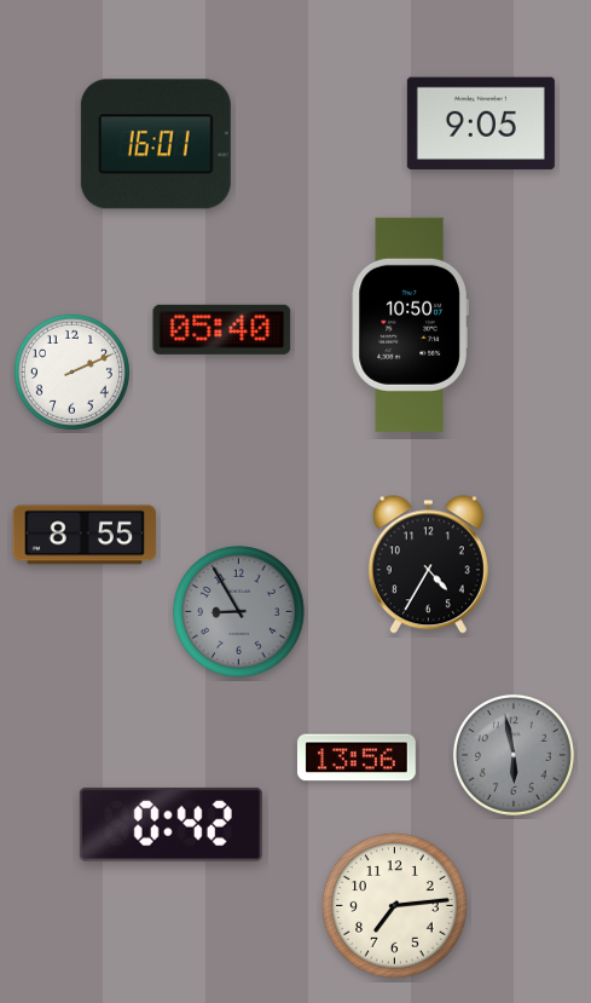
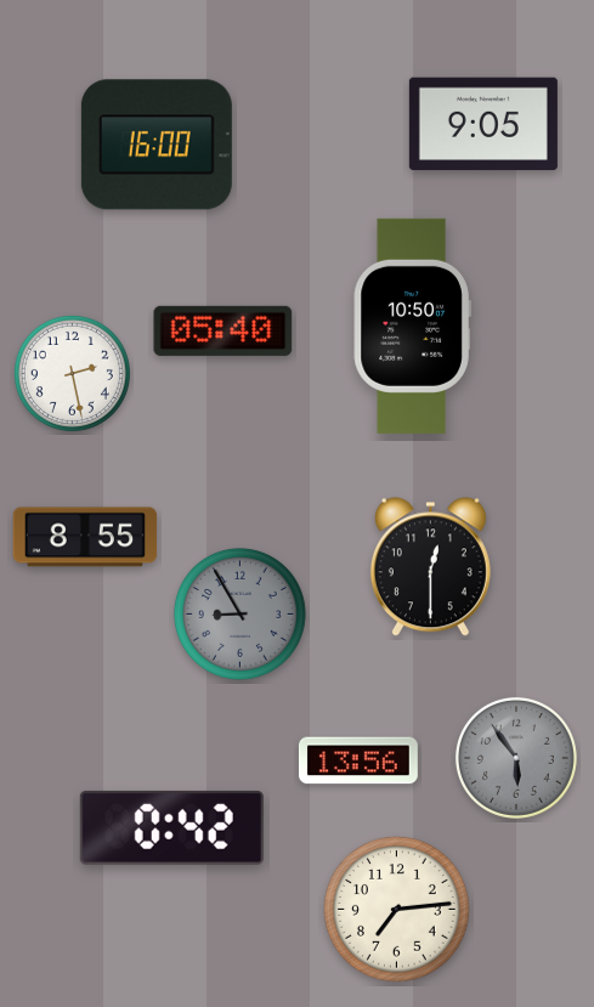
clock at (156, 144): 16:01 -> 16:00
clock at (71, 371): 2:11 -> 2:28
clock at (428, 565): 4:35 -> 12:30
clock at (514, 755): 5:58 -> 5:54
